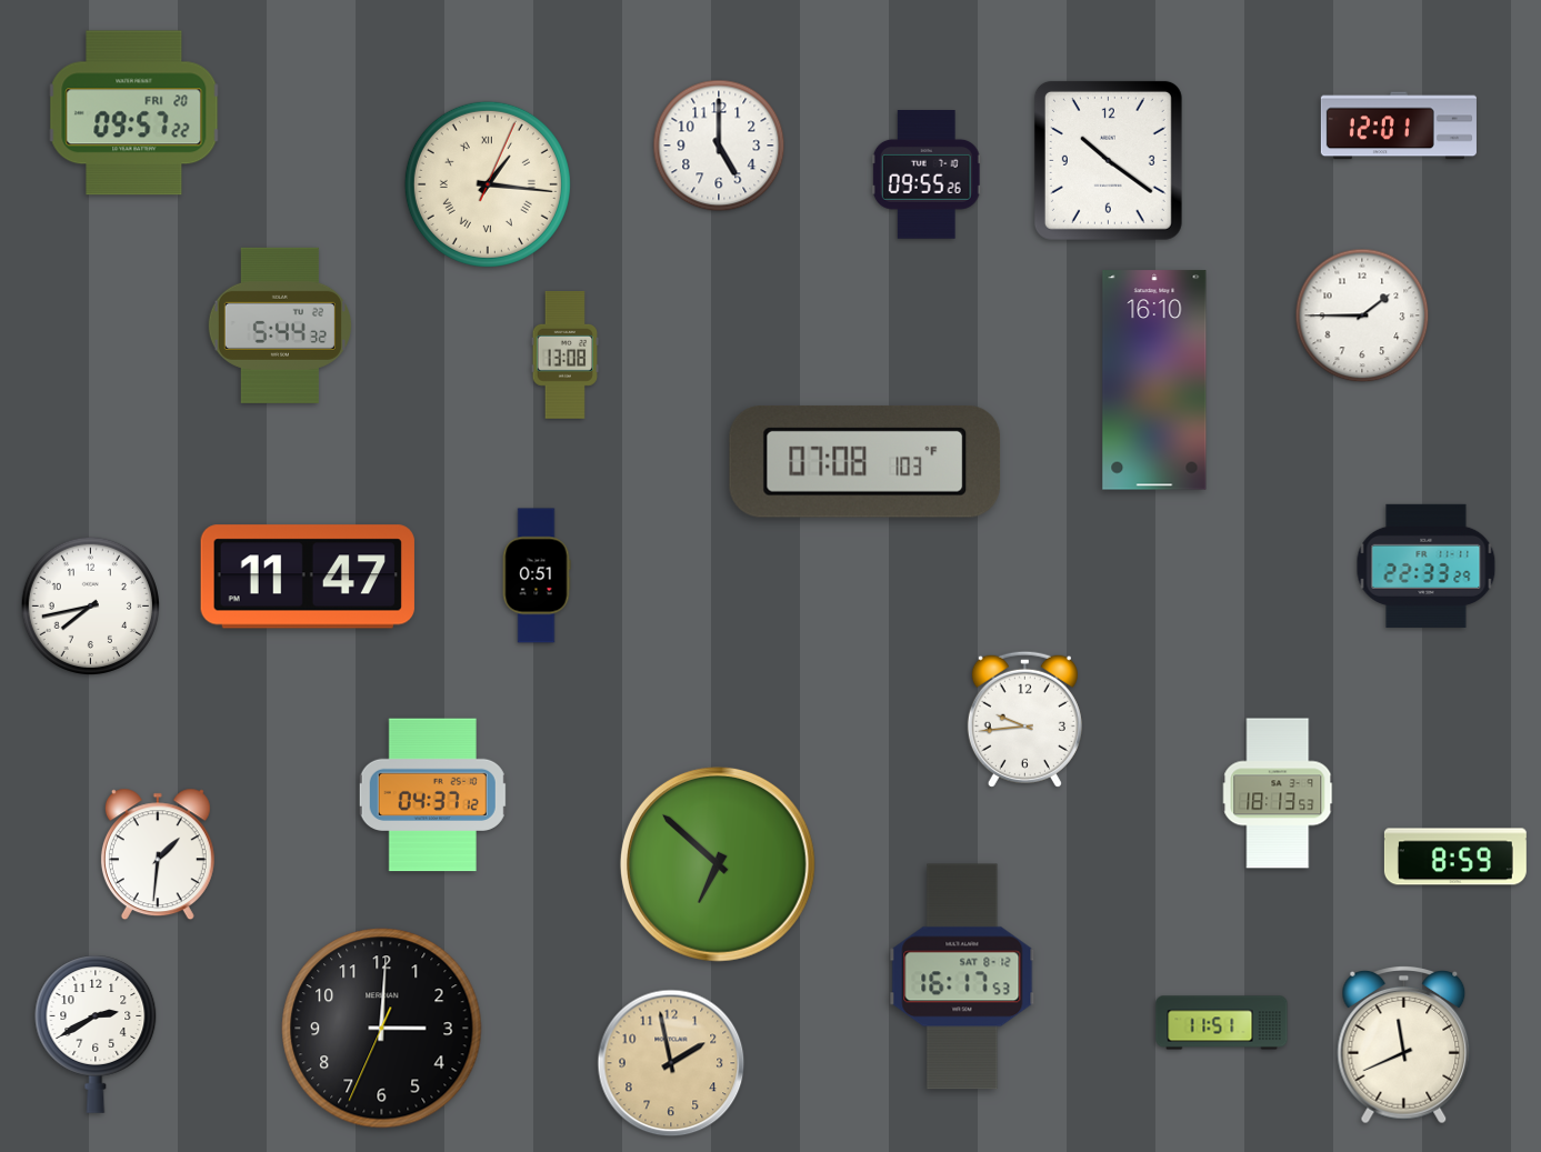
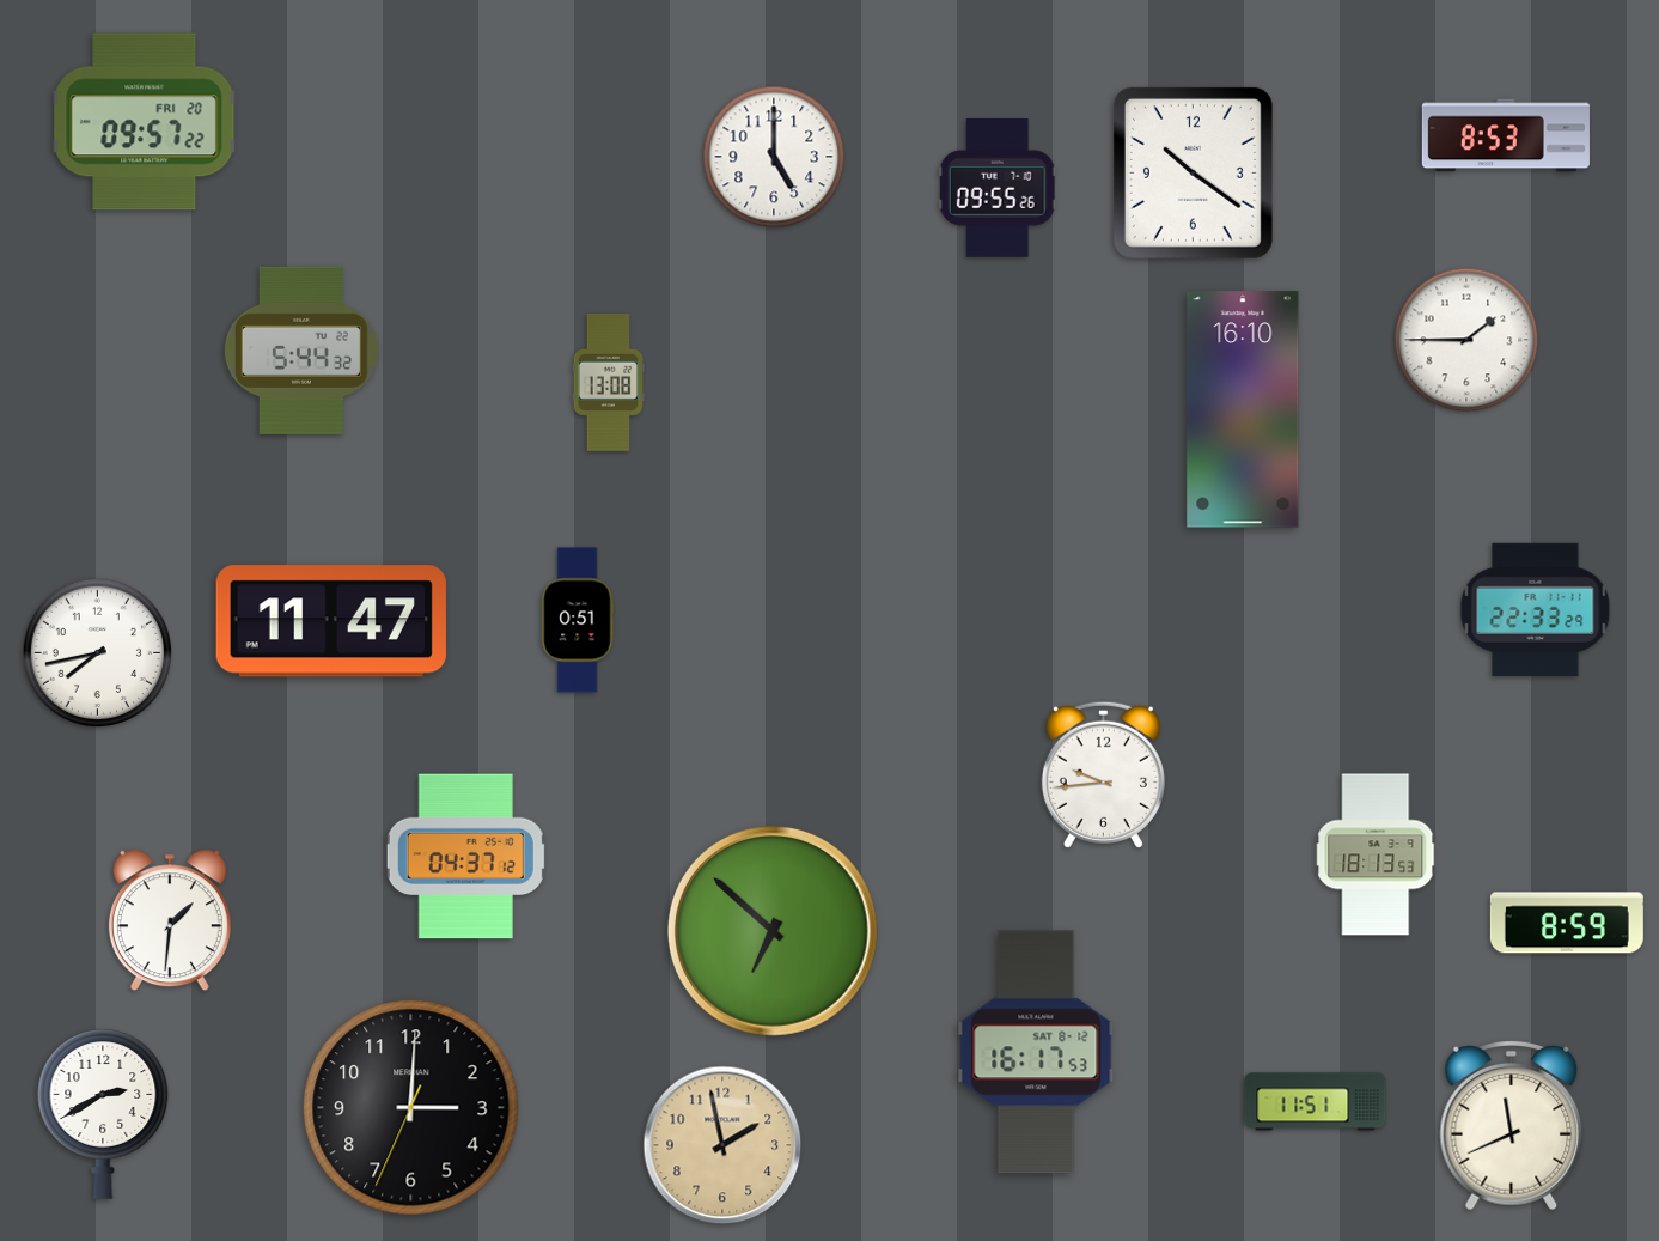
clock at (1399, 126): 12:01 -> 8:53
clock at (488, 184): 1:16 -> none
clock at (865, 462): 07:08 -> none
